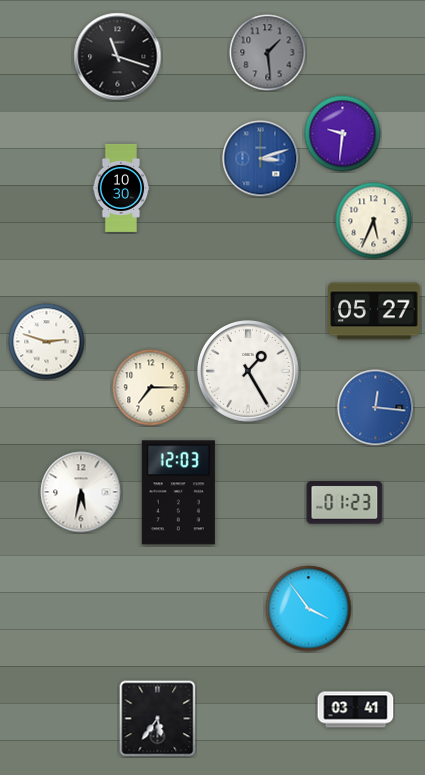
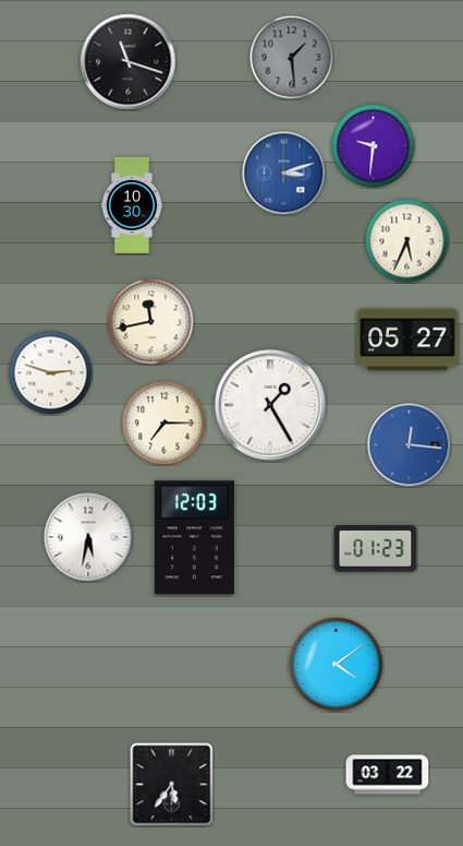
clock at (151, 322): none -> 11:43
clock at (309, 609): 3:54 -> 4:09
clock at (356, 710): 03:41 -> 03:22
